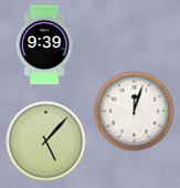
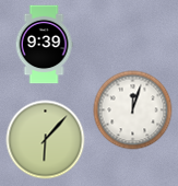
clock at (46, 142): 5:07 -> 6:07
